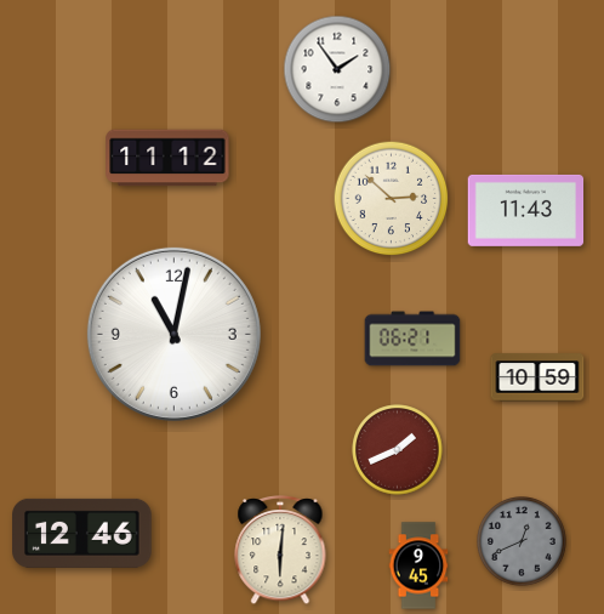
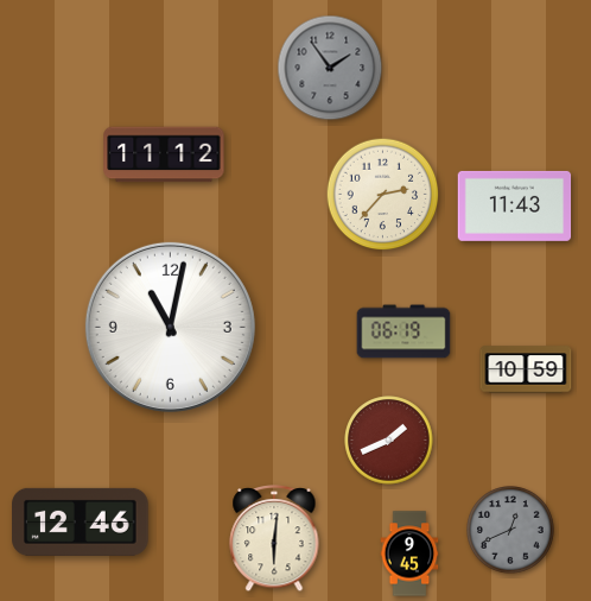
clock at (337, 69) dial: white -> grey
clock at (392, 199): 2:52 -> 2:37
clock at (412, 339): 06:21 -> 06:19
